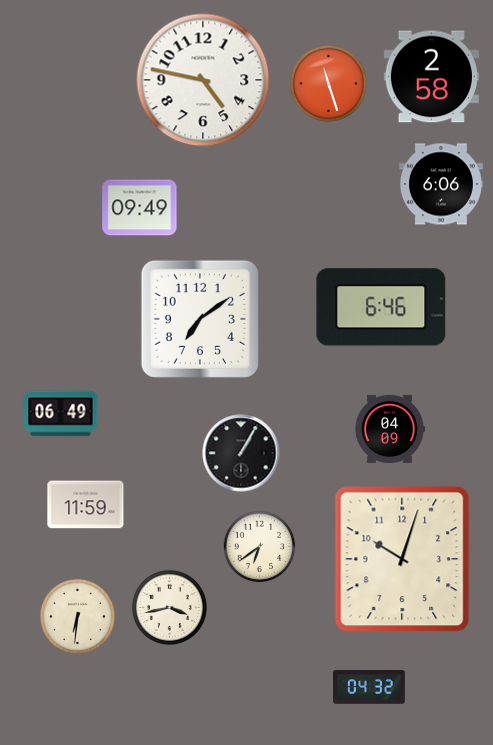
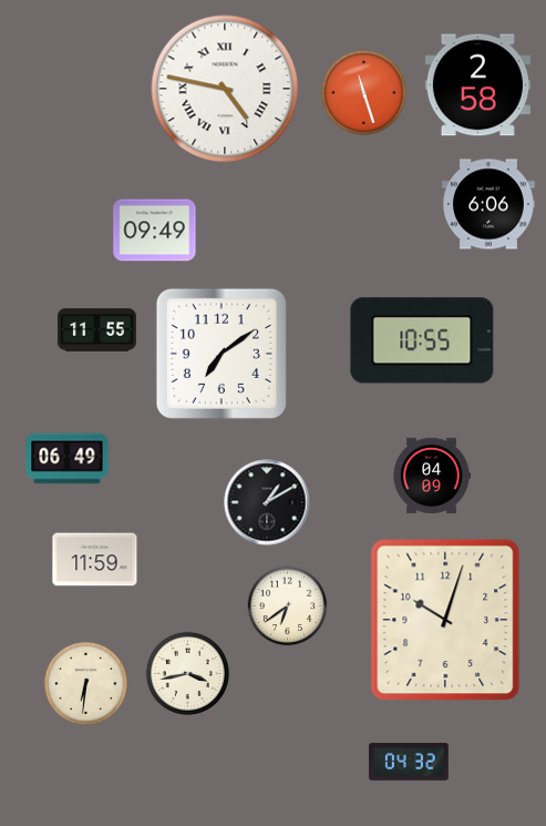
clock at (203, 80) numerals: Arabic -> Roman
clock at (96, 330): none -> 11:55
clock at (381, 307): 6:46 -> 10:55
clock at (241, 453): 1:05 -> 1:10
